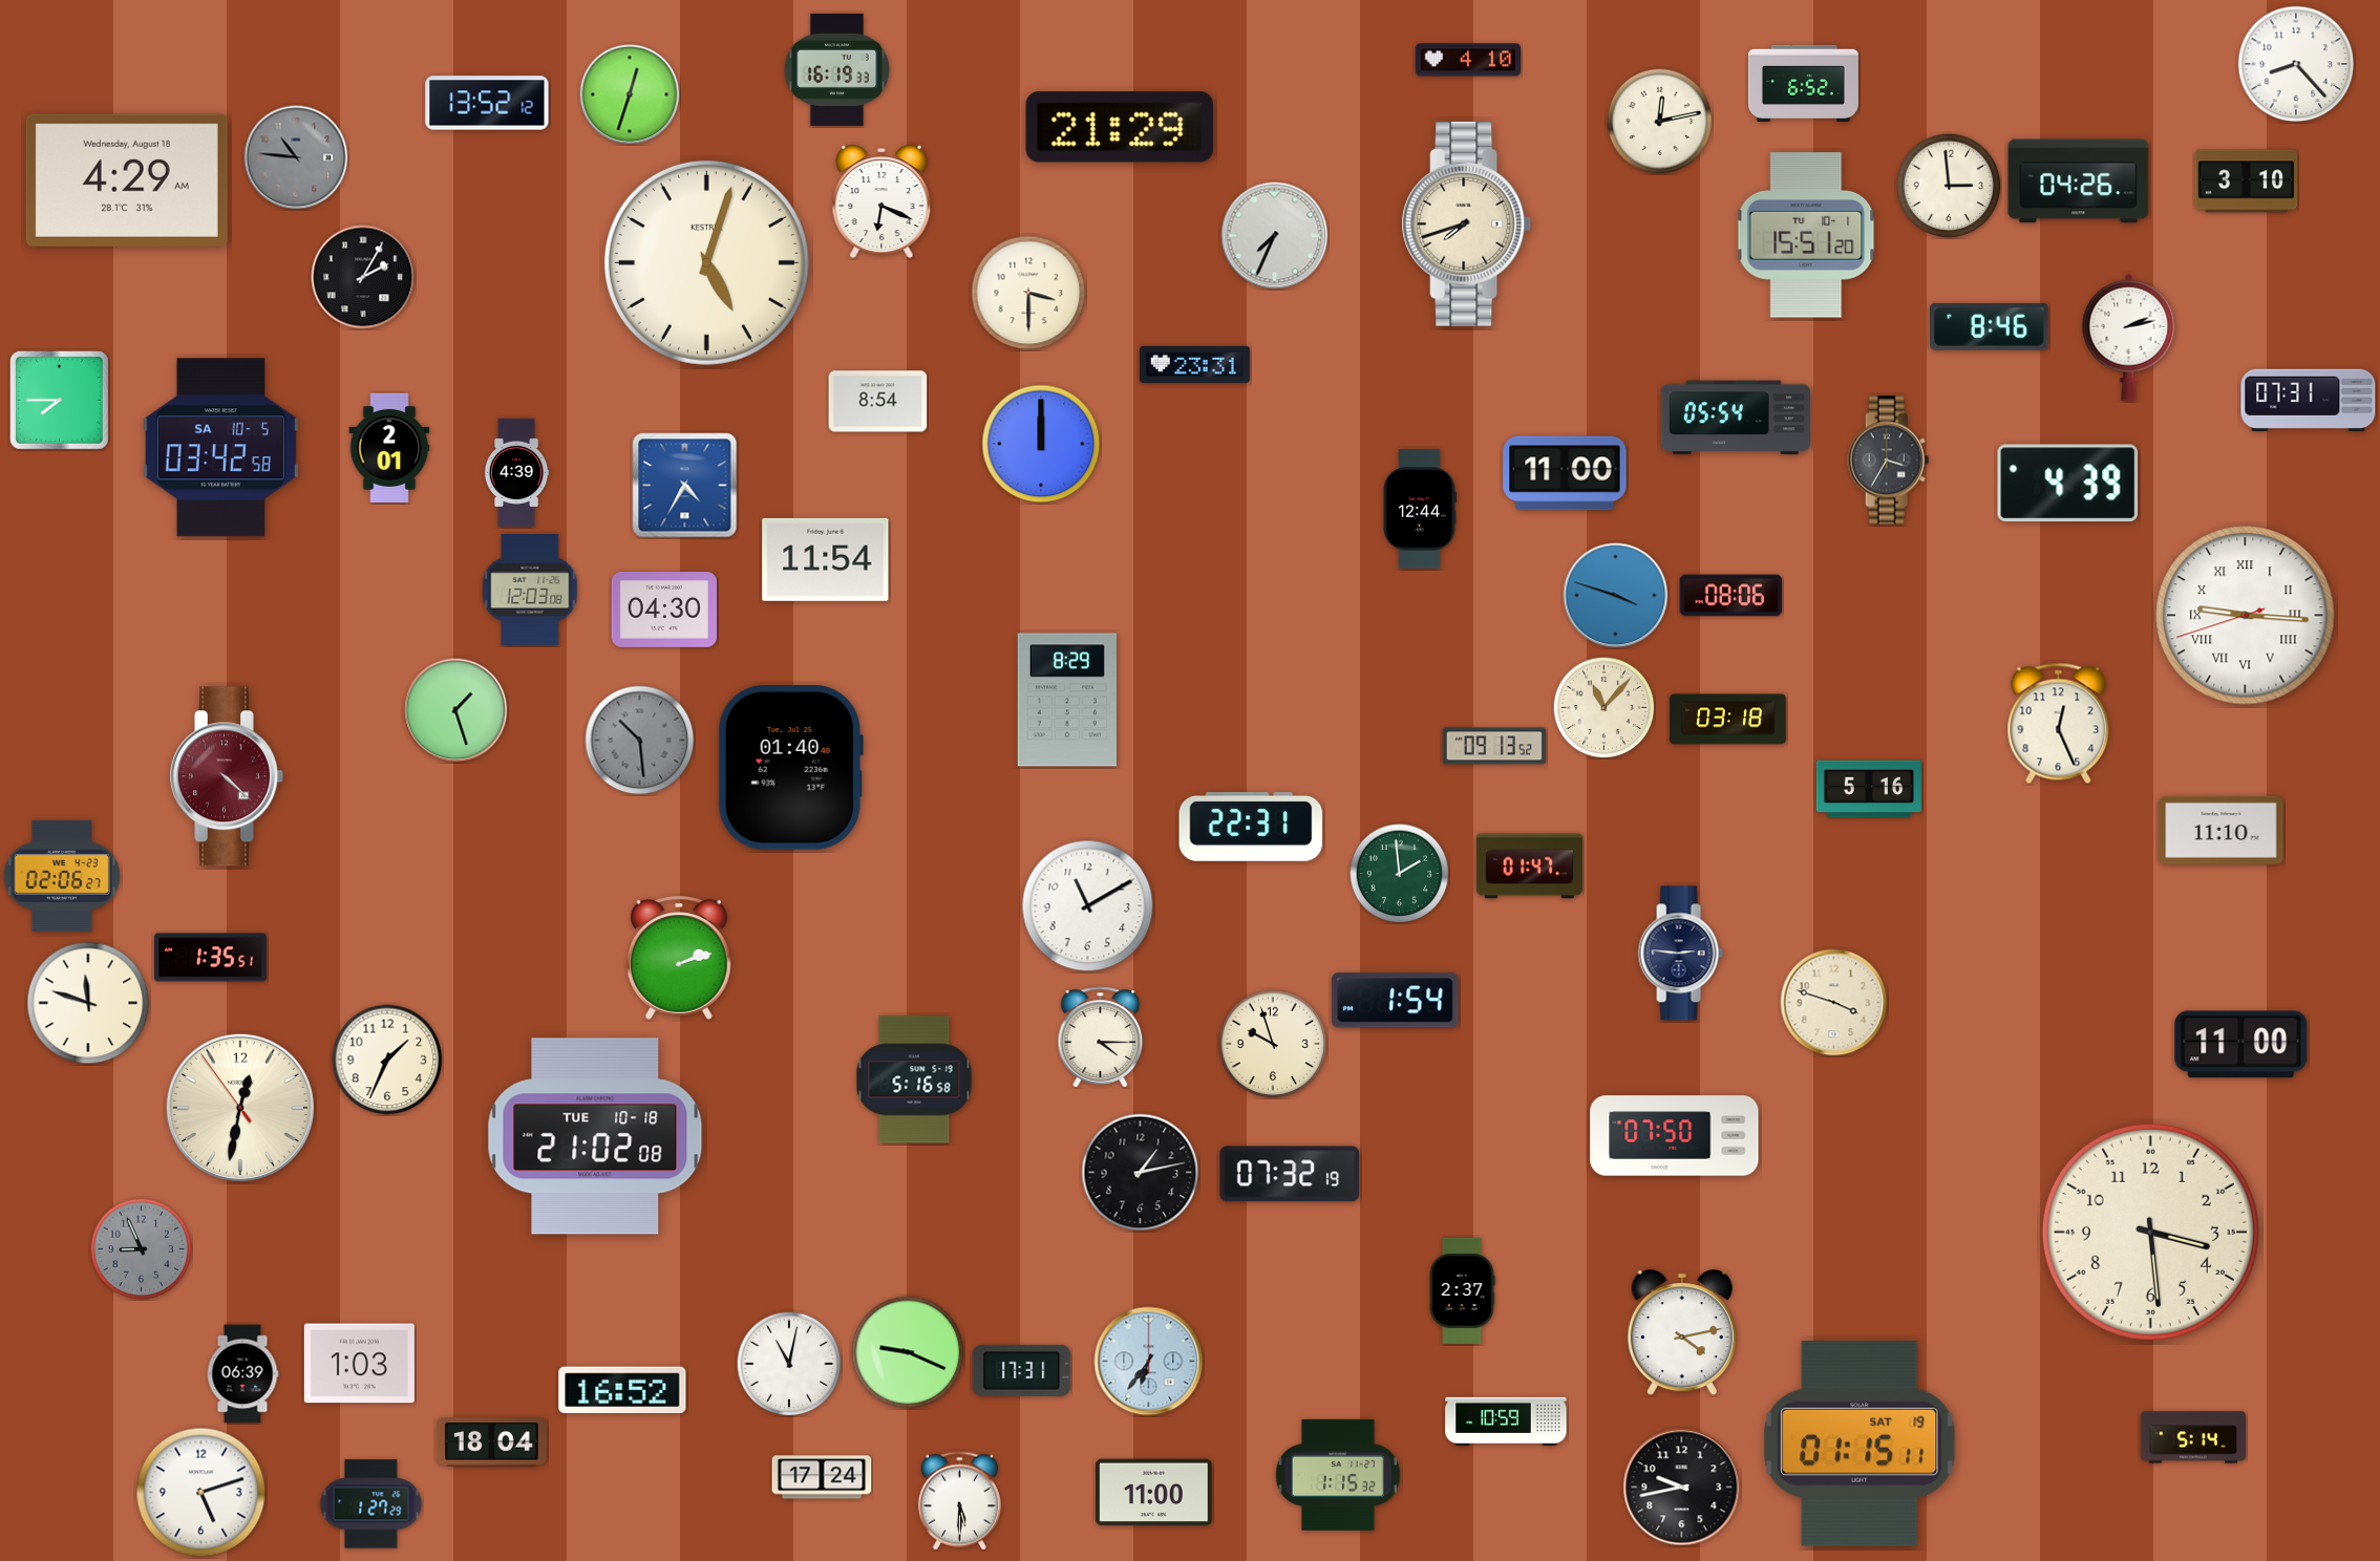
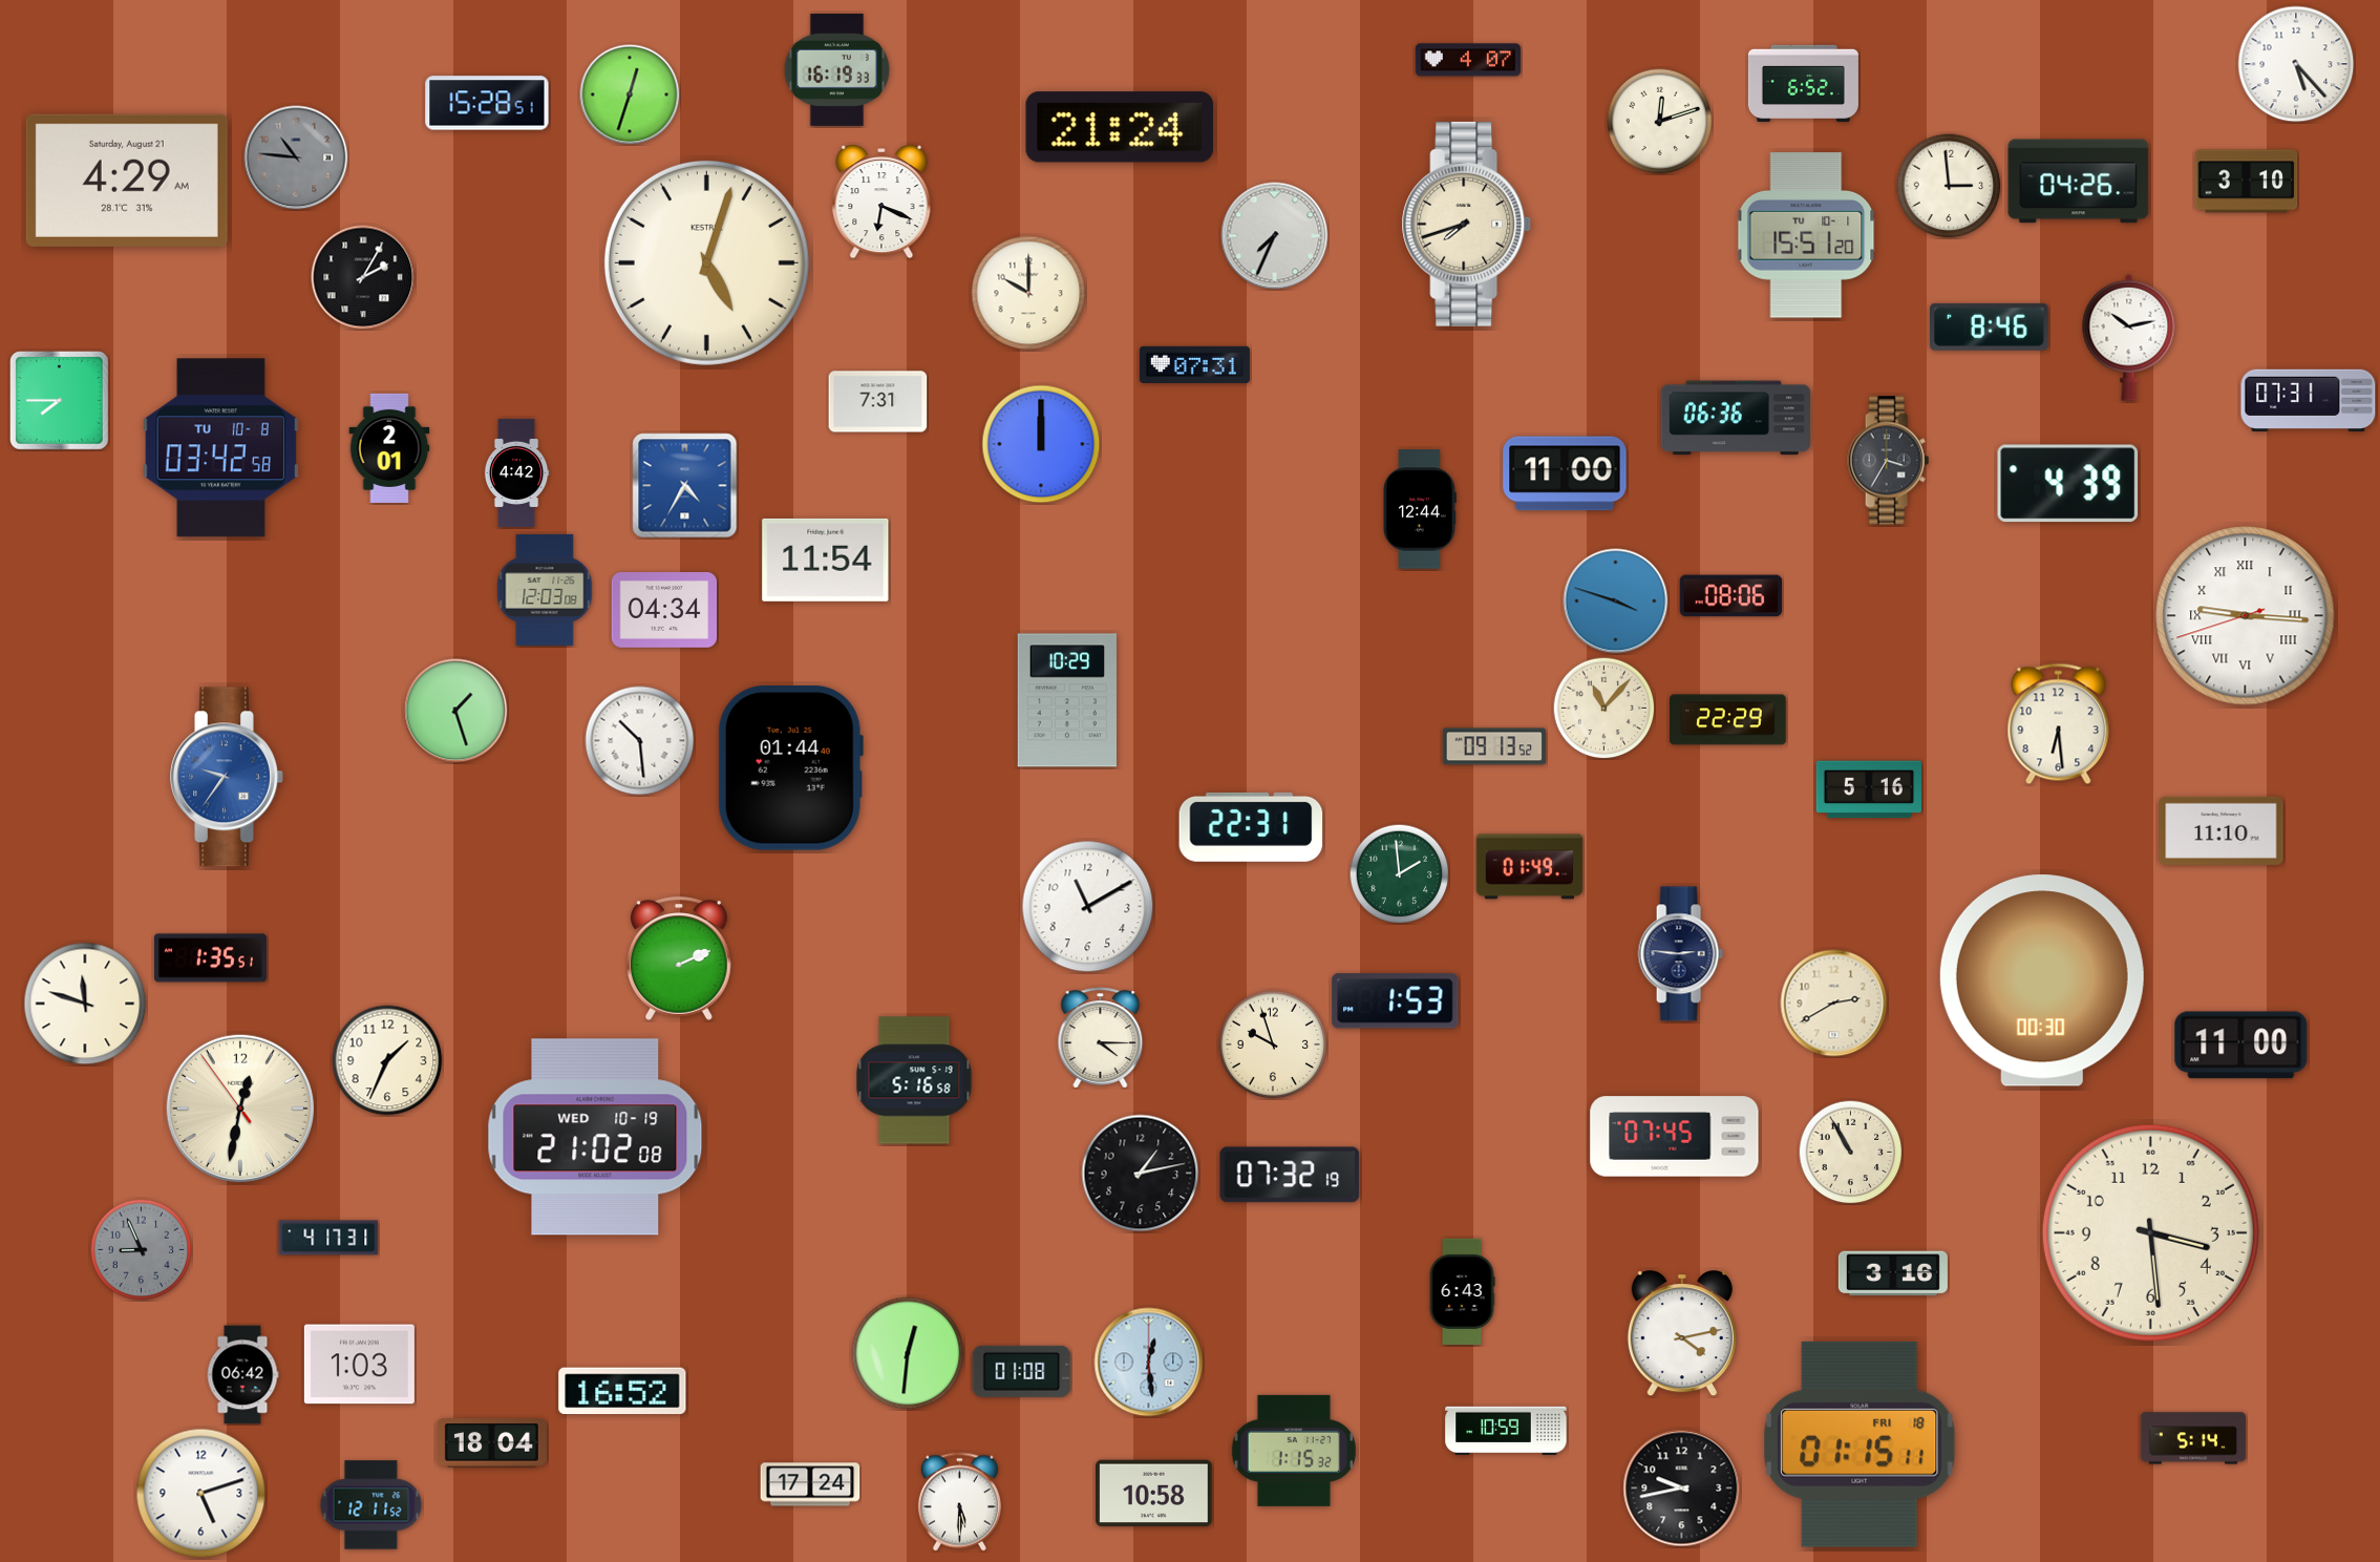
clock at (1467, 60): 4:10 -> 4:07
clock at (2296, 64): 8:23 -> 5:23
clock at (487, 103): 13:52 -> 15:28
clock at (1660, 122): 12:13 -> 12:12
clock at (1119, 127): 21:29 -> 21:24
clock at (127, 180) date: Wednesday, August 18 -> Saturday, August 21
clock at (1028, 293): 3:30 -> 10:00
clock at (2129, 337): 2:13 -> 10:13
clock at (1194, 364): 23:31 -> 07:31
clock at (878, 402): 8:54 -> 7:31
clock at (1735, 418): 05:54 -> 06:36
clock at (220, 448) date: SA 10-5 -> TU 10-8
clock at (516, 472): 4:39 -> 4:42
clock at (530, 590) position: (530, 590) -> (545, 590)
clock at (1616, 596) position: (1616, 596) -> (1616, 601)
clock at (663, 611): 04:30 -> 04:34
clock at (1066, 700): 8:29 -> 10:29
clock at (1728, 720): 03:18 -> 22:29
clock at (2059, 724): 12:26 -> 6:29
clock at (640, 741) dial: grey -> white
clock at (790, 768): 01:40 -> 01:44
clock at (227, 776): 4:22 -> 9:36
clock at (227, 776) dial: burgundy -> blue
clock at (1529, 867): 01:47 -> 01:49
clock at (62, 876): 02:06 -> none
clock at (680, 958): 2:12 -> 2:11
clock at (2042, 980): none -> 00:30
clock at (1396, 1001): 1:54 -> 1:53
clock at (88, 1003) position: (88, 1003) -> (85, 1004)
clock at (1834, 1003): 3:48 -> 2:40
clock at (595, 1136) date: TUE 10-18 -> WED 10-19
clock at (1675, 1136): 07:50 -> 07:45
clock at (1851, 1153): none -> 10:55
clock at (328, 1238): none -> 4:17
clock at (1893, 1273): none -> 3:16
clock at (1462, 1290): 2:37 -> 6:43
clock at (908, 1352): 9:19 -> 12:31
clock at (1149, 1362): 6:36 -> 12:29
clock at (789, 1364): 11:02 -> none
clock at (1022, 1370): 17:31 -> 01:08
clock at (242, 1374): 06:39 -> 06:42
clock at (1506, 1421) position: (1506, 1421) -> (1506, 1431)
clock at (1860, 1444) date: SAT 19 -> FRI 18
clock at (1338, 1475) position: (1338, 1475) -> (1294, 1451)
clock at (822, 1477) position: (822, 1477) -> (810, 1484)
clock at (1154, 1493): 11:00 -> 10:58
clock at (371, 1504): 1:27 -> 12:11
